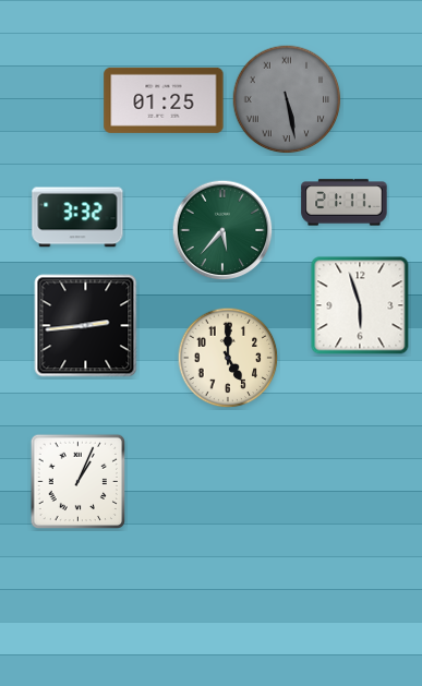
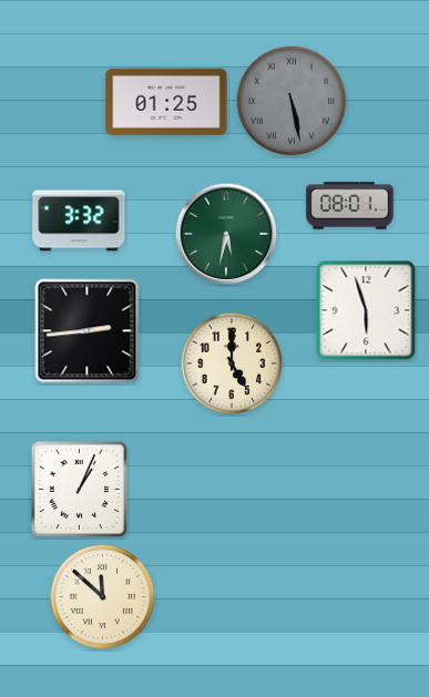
clock at (345, 203): 21:11 -> 08:01
clock at (222, 230): 5:37 -> 5:32
clock at (103, 597): none -> 11:52
